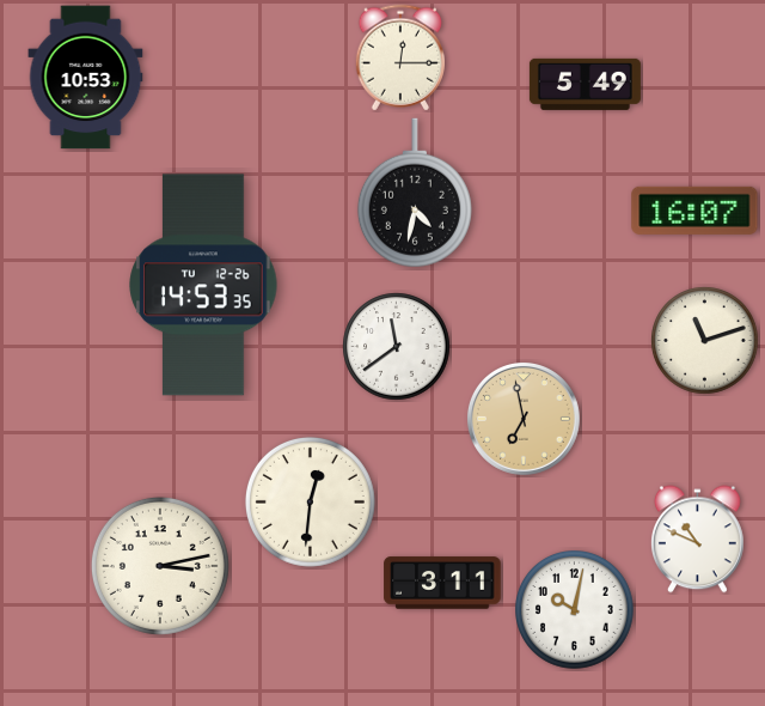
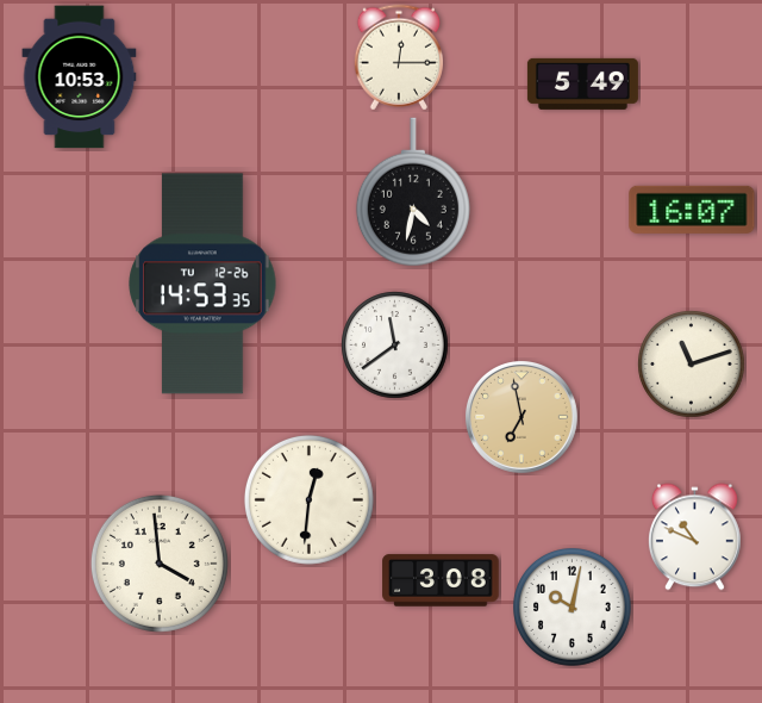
clock at (86, 78) position: (86, 78) -> (80, 77)
clock at (705, 341) position: (705, 341) -> (692, 365)
clock at (160, 566): 3:13 -> 3:59
clock at (442, 583): 3:11 -> 3:08
